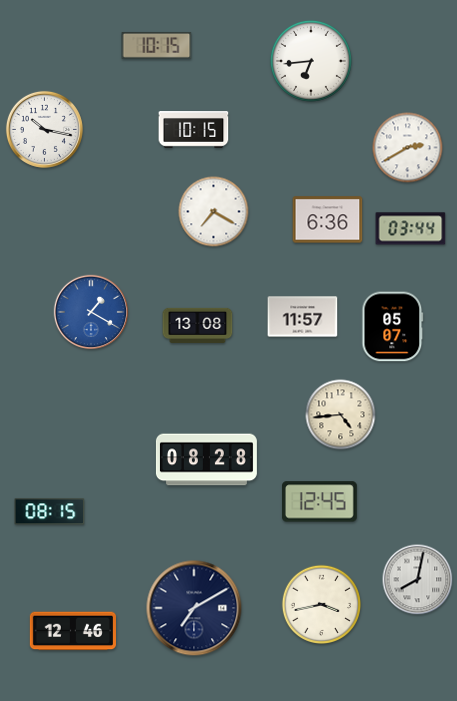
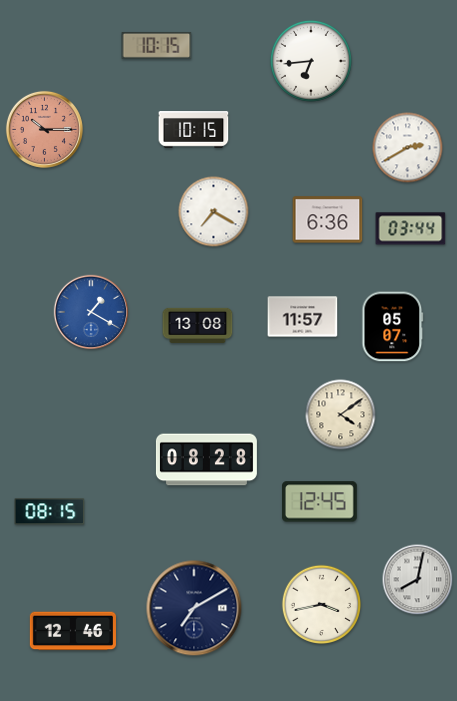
clock at (44, 129): 10:17 -> 10:15
clock at (44, 129) dial: white -> salmon
clock at (341, 415): 4:44 -> 4:09
